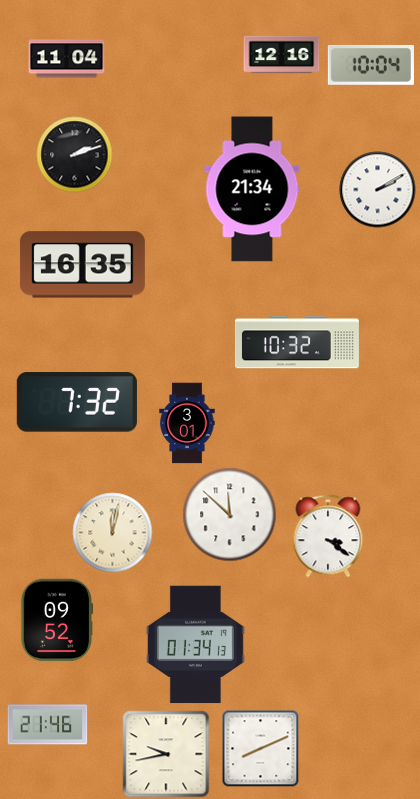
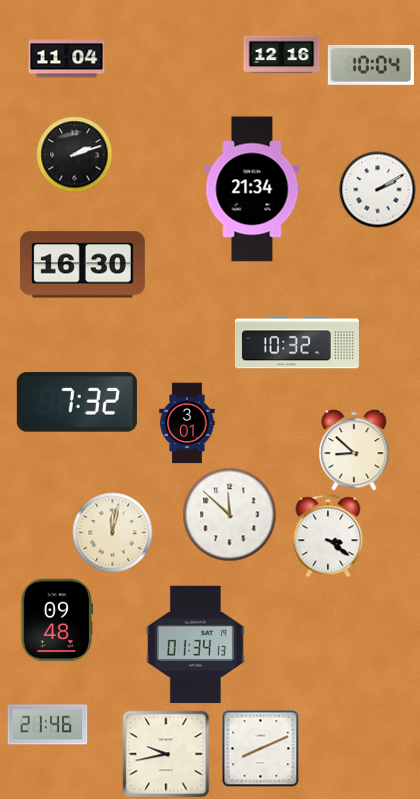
clock at (82, 265): 16:35 -> 16:30
clock at (354, 450): none -> 8:52
clock at (57, 620): 09:52 -> 09:48
